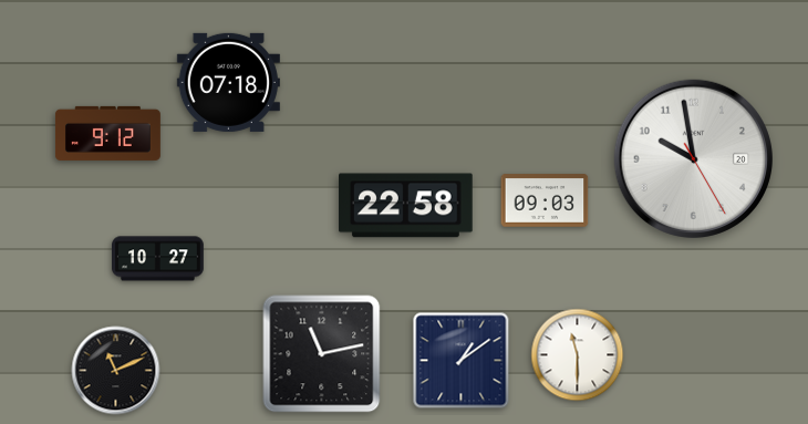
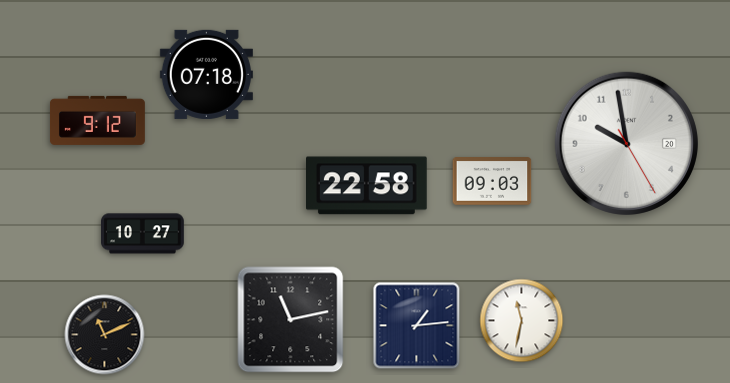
clock at (578, 355): 11:30 -> 11:32
clock at (462, 361): 1:09 -> 1:14
